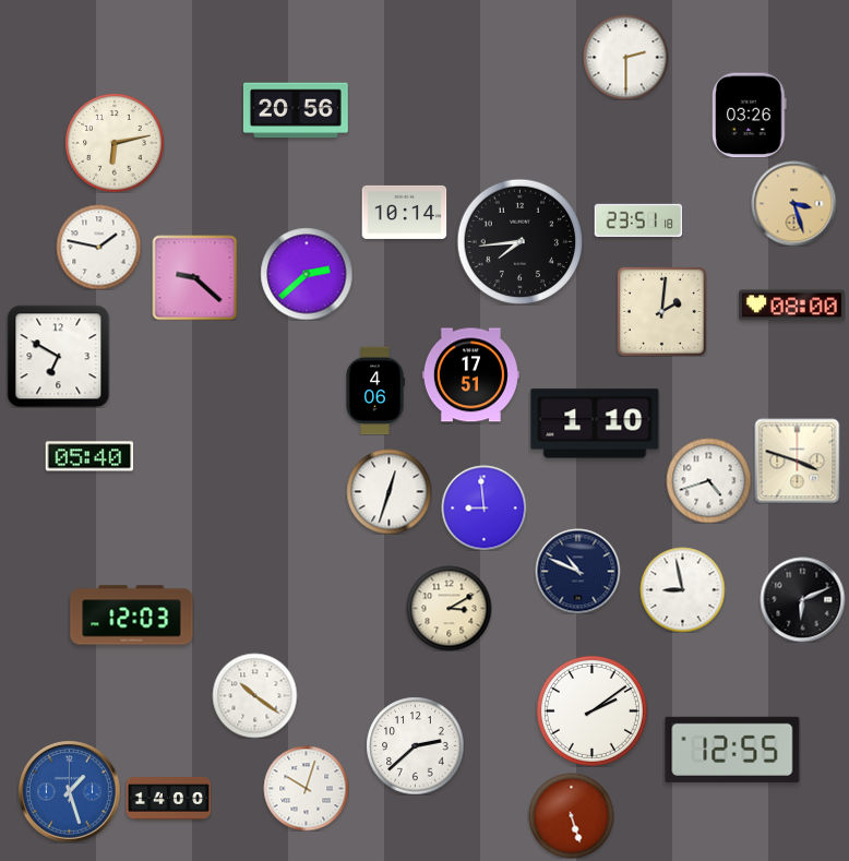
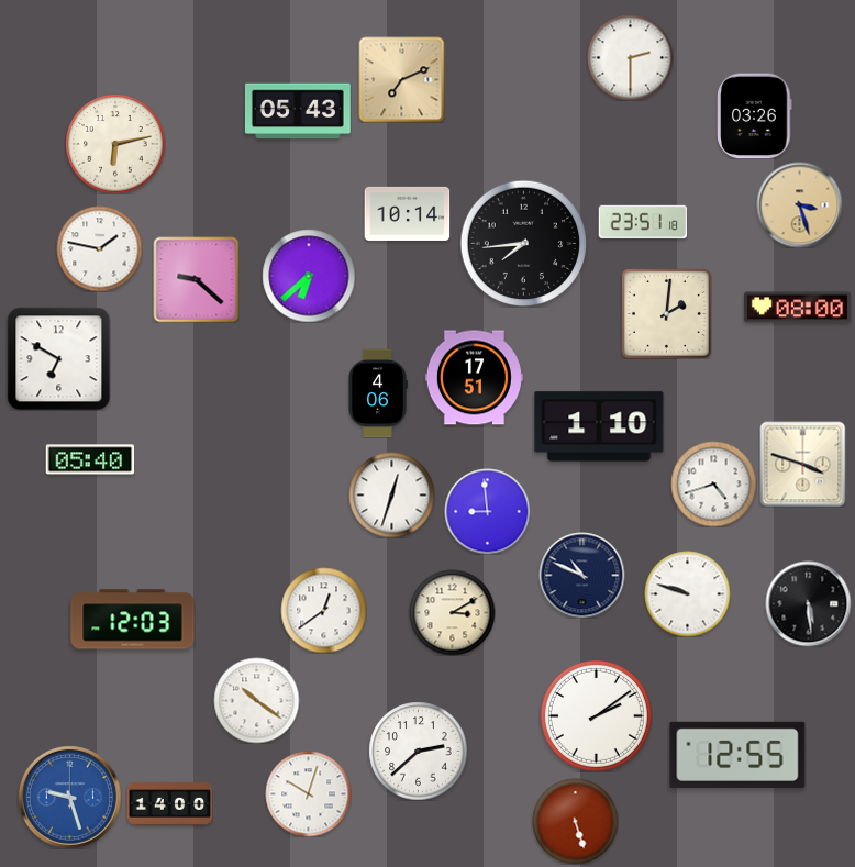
clock at (401, 79): none -> 7:11
clock at (296, 110): 20:56 -> 05:43
clock at (307, 274): 2:38 -> 6:38
clock at (682, 589): 8:58 -> 9:48
clock at (802, 599): 6:11 -> 5:29
clock at (323, 610): none -> 12:39
clock at (70, 792): 1:27 -> 9:27
